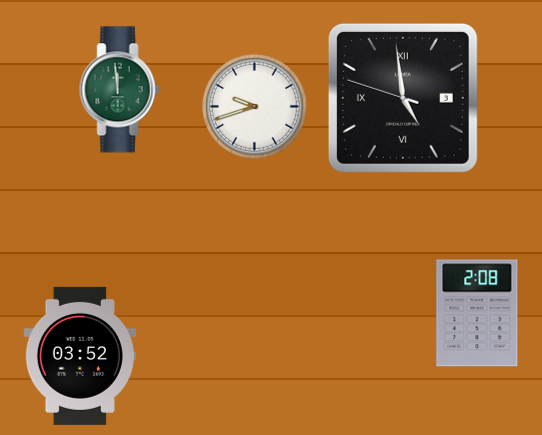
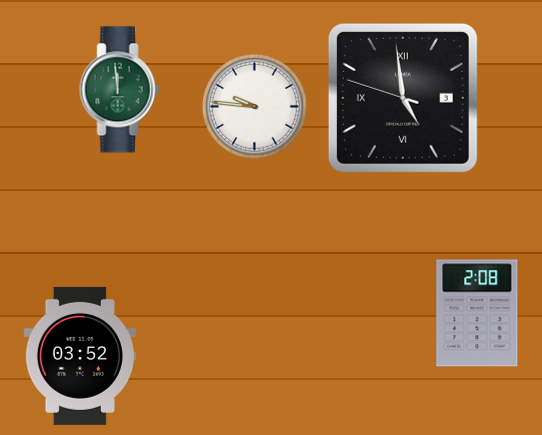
clock at (255, 107): 9:42 -> 9:46
